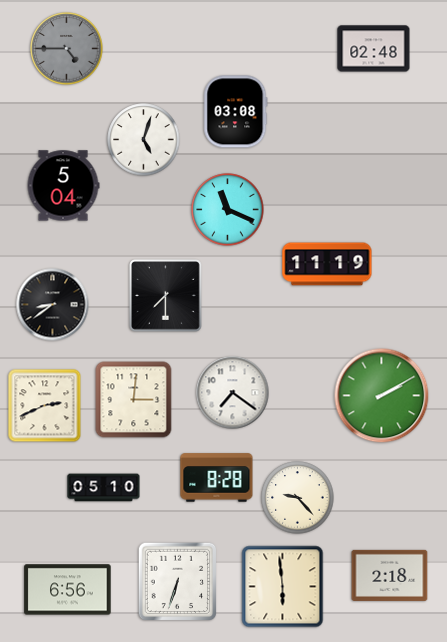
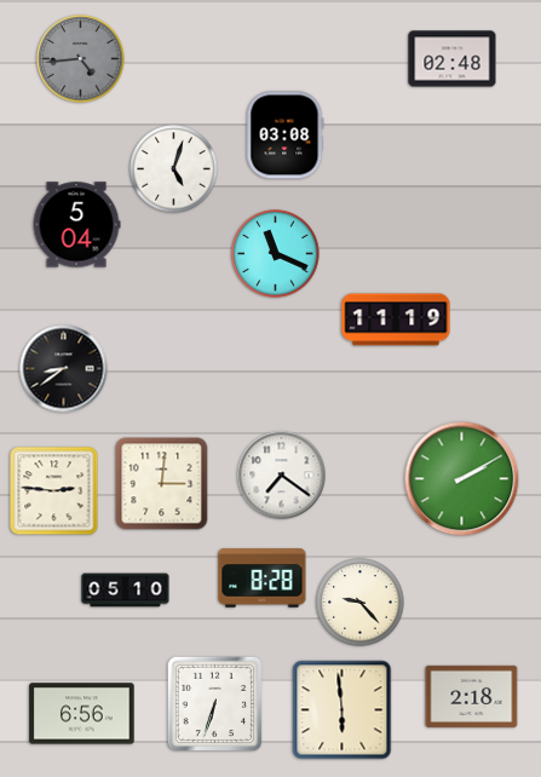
clock at (67, 49): 4:45 -> 4:44
clock at (166, 296): 7:30 -> none
clock at (45, 406): 2:41 -> 2:46
